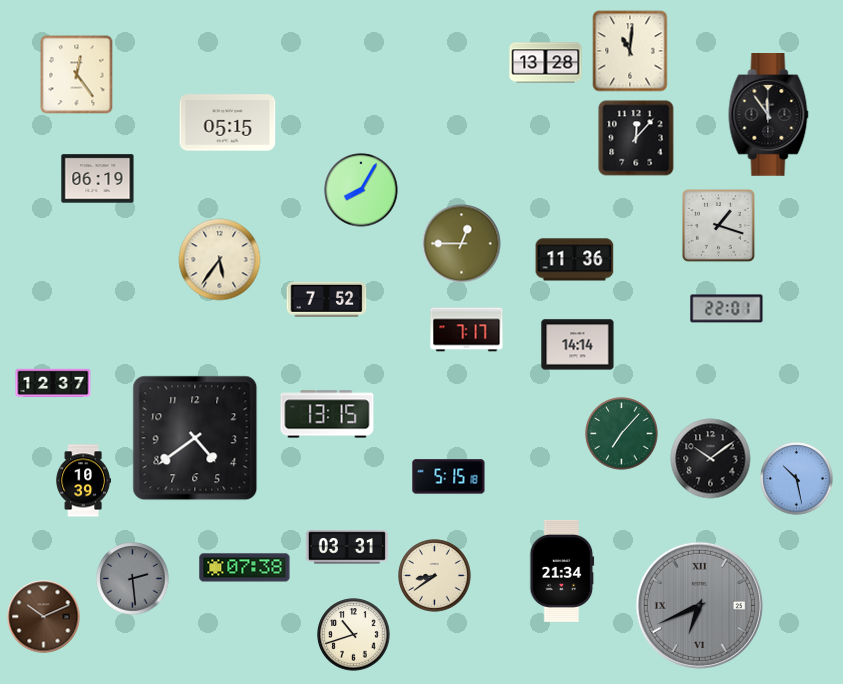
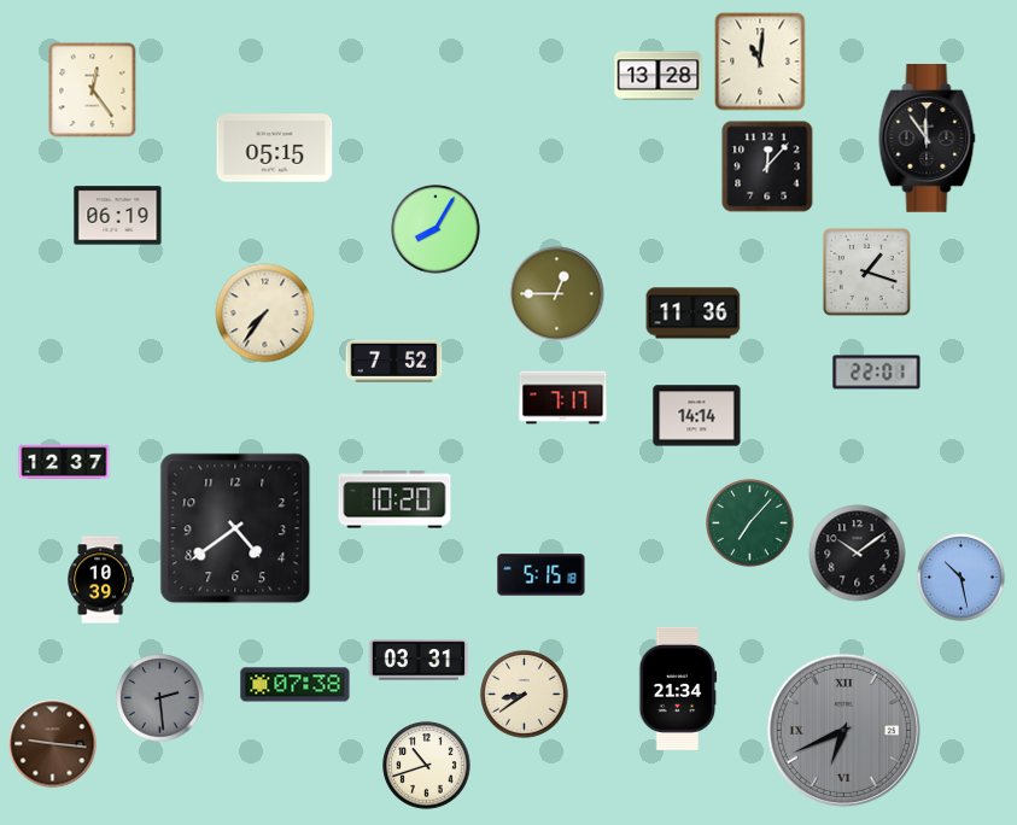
clock at (220, 260): 5:36 -> 7:36
clock at (327, 414): 13:15 -> 10:20
clock at (44, 617): 10:11 -> 9:16
